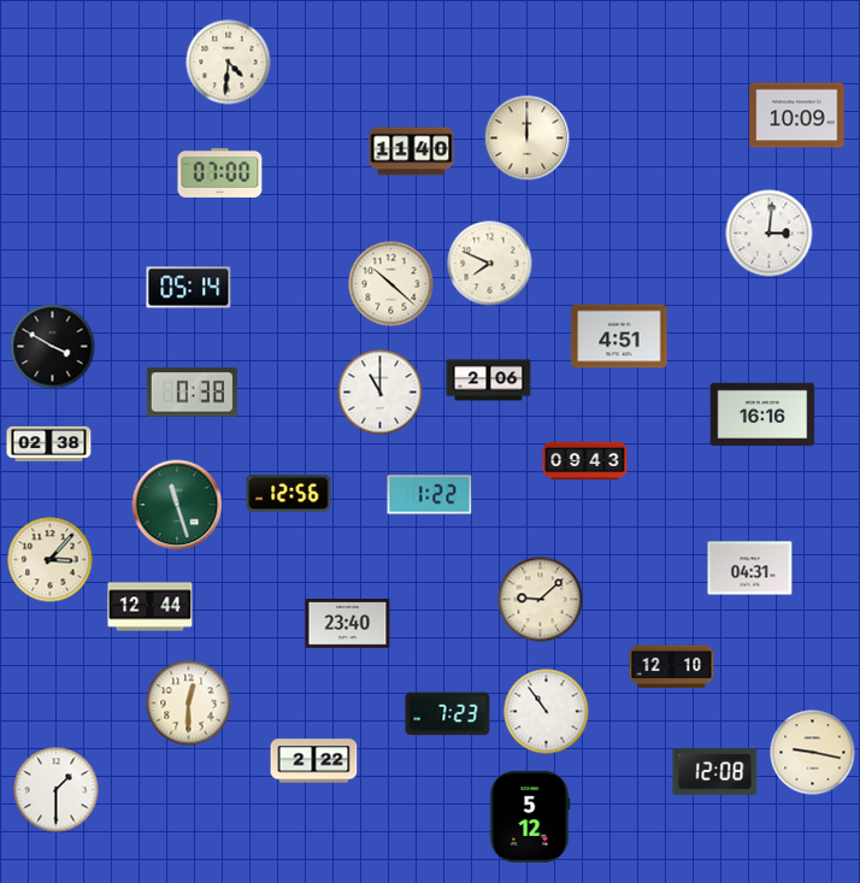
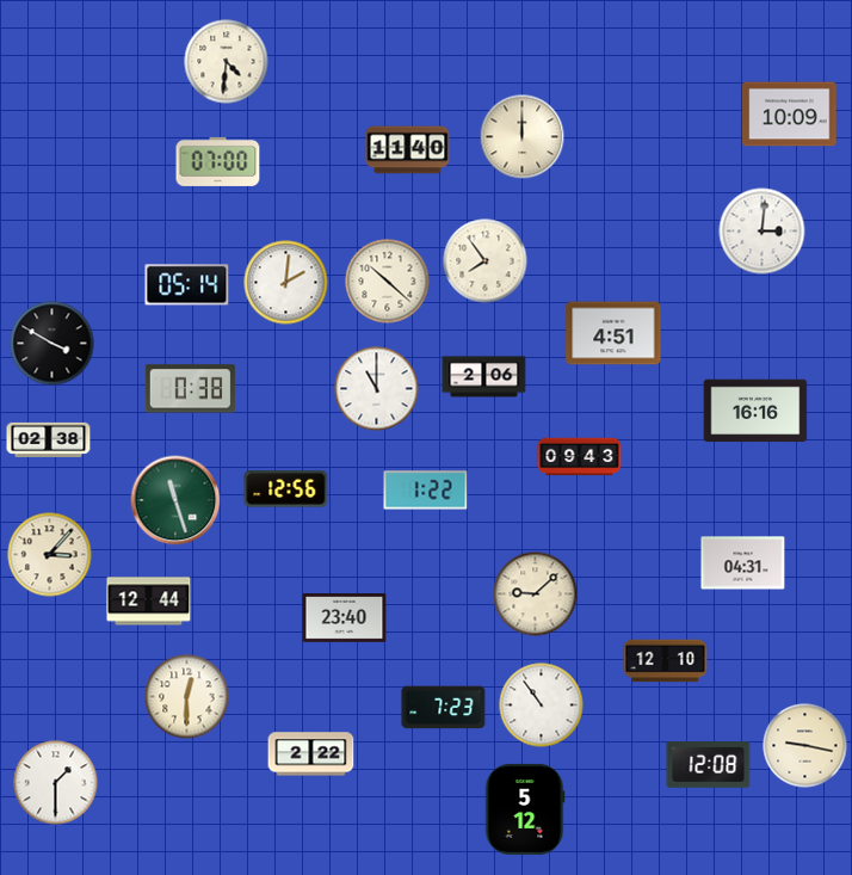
clock at (220, 172) position: (220, 172) -> (218, 161)
clock at (490, 264): 7:49 -> 7:54
clock at (286, 283): none -> 2:01
